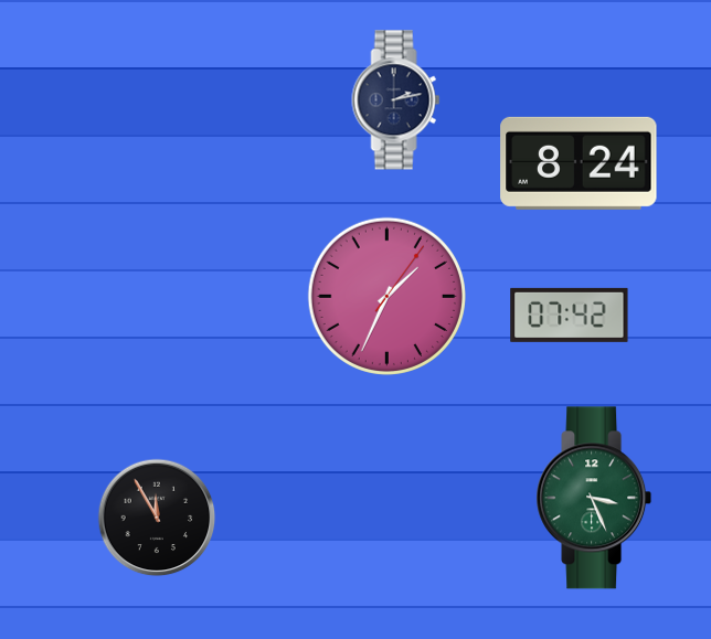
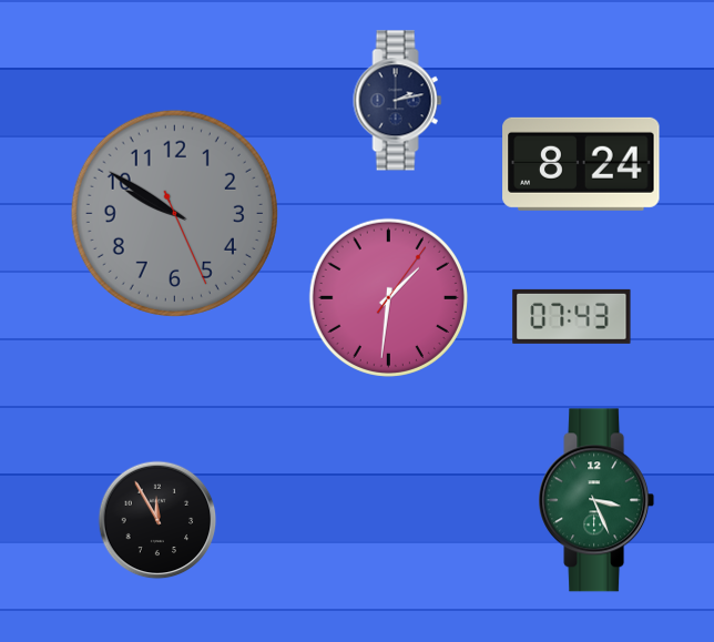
clock at (174, 213): none -> 9:50
clock at (386, 296): 1:34 -> 1:31
clock at (570, 315): 07:42 -> 07:43
